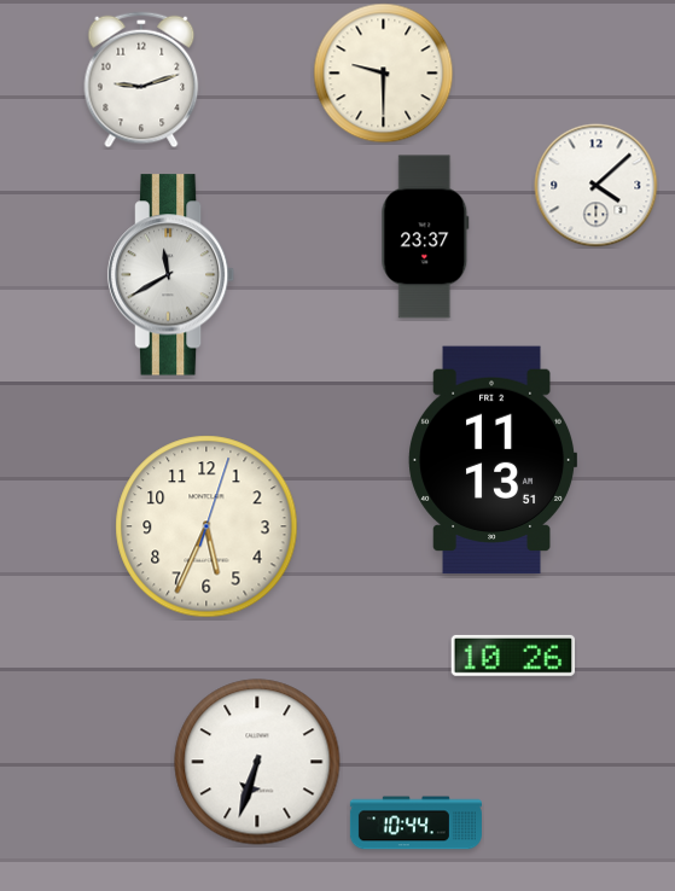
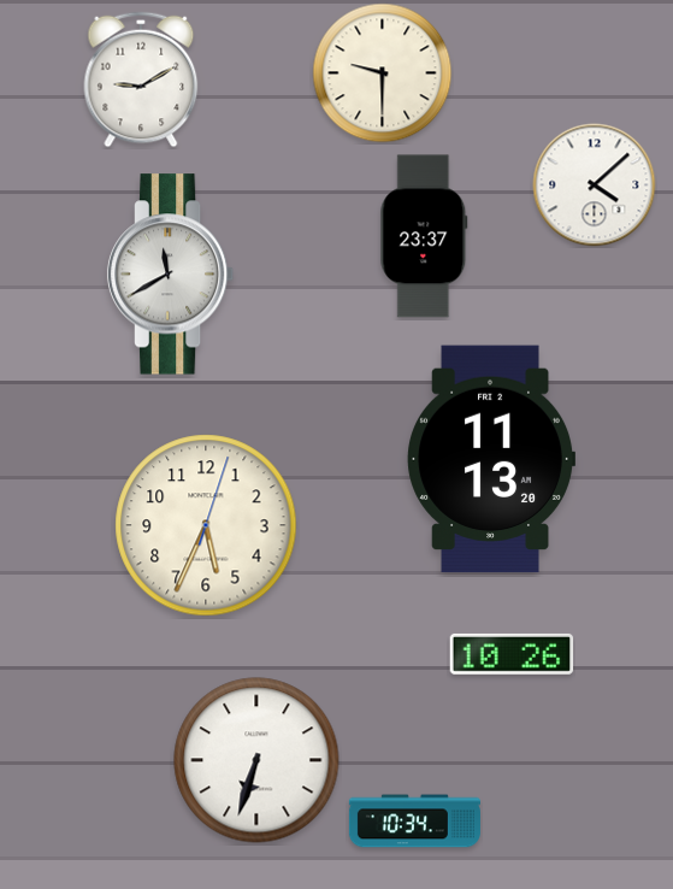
clock at (141, 80): 9:12 -> 9:10
clock at (491, 460): 11:13:51 -> 11:13:20
clock at (415, 823): 10:44 -> 10:34
